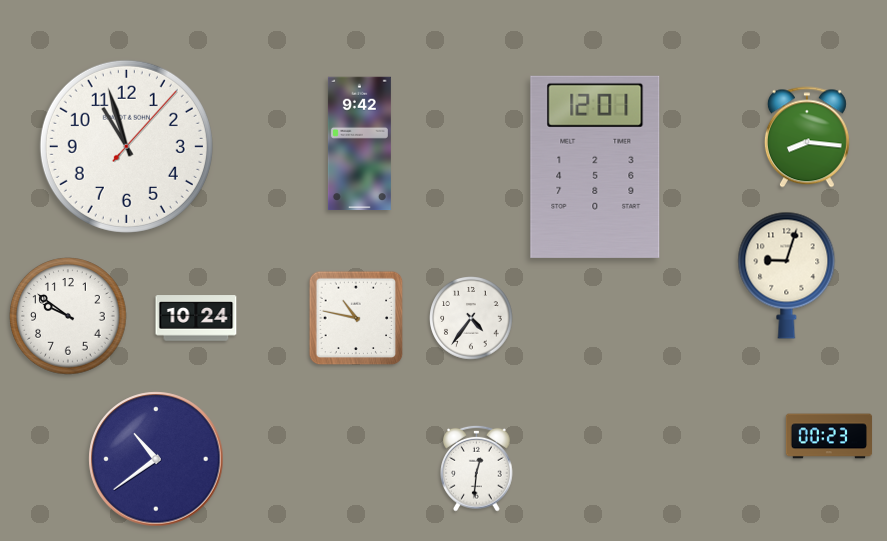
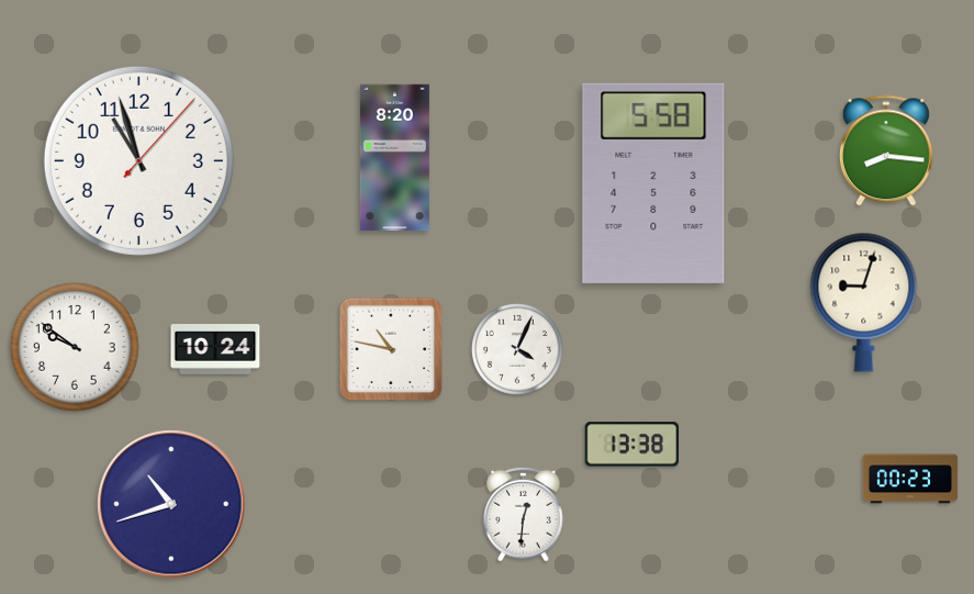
clock at (359, 144): 9:42 -> 8:20
clock at (595, 167): 12:01 -> 5:58
clock at (471, 318): 4:36 -> 4:04
clock at (632, 445): none -> 13:38
clock at (156, 459): 10:39 -> 10:42
